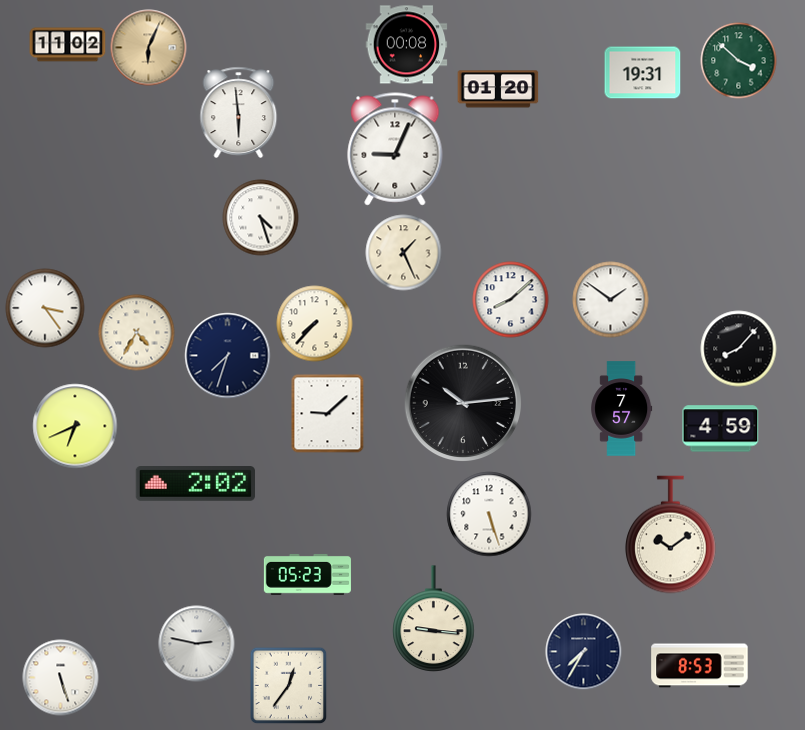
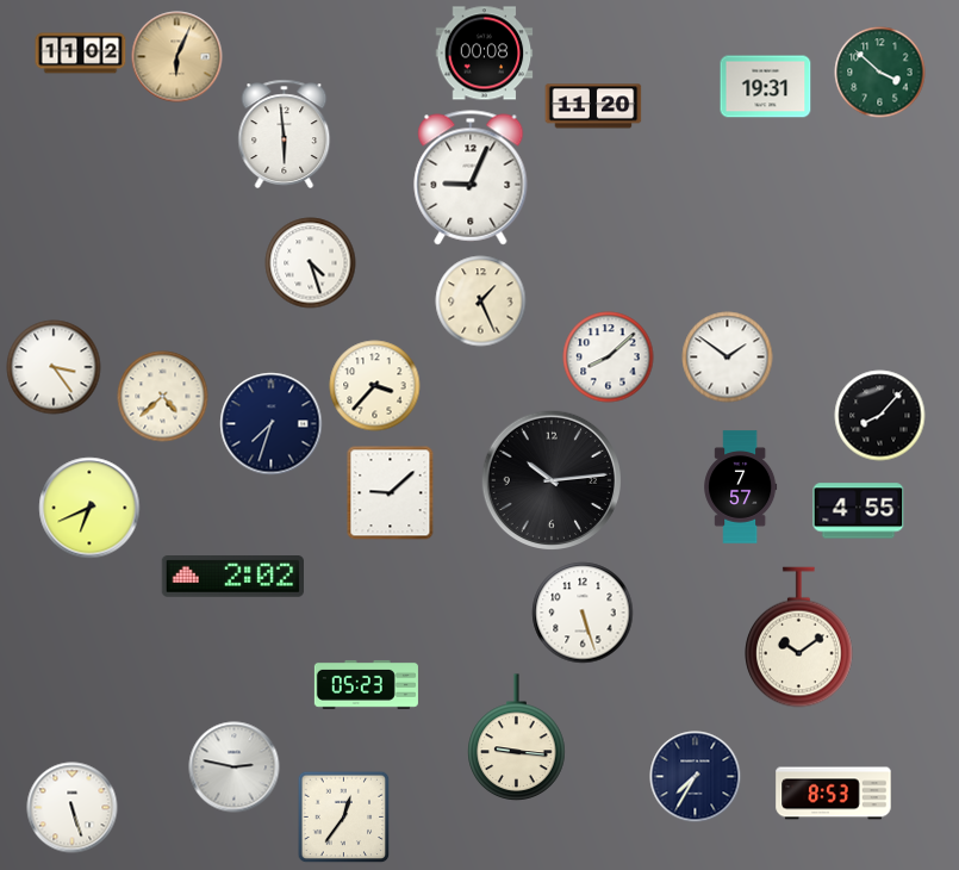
clock at (498, 89): 01:20 -> 11:20
clock at (261, 218) position: (261, 218) -> (311, 263)
clock at (315, 324): 7:37 -> 3:37
clock at (137, 333): 4:35 -> 4:38
clock at (721, 429): 4:59 -> 4:55
